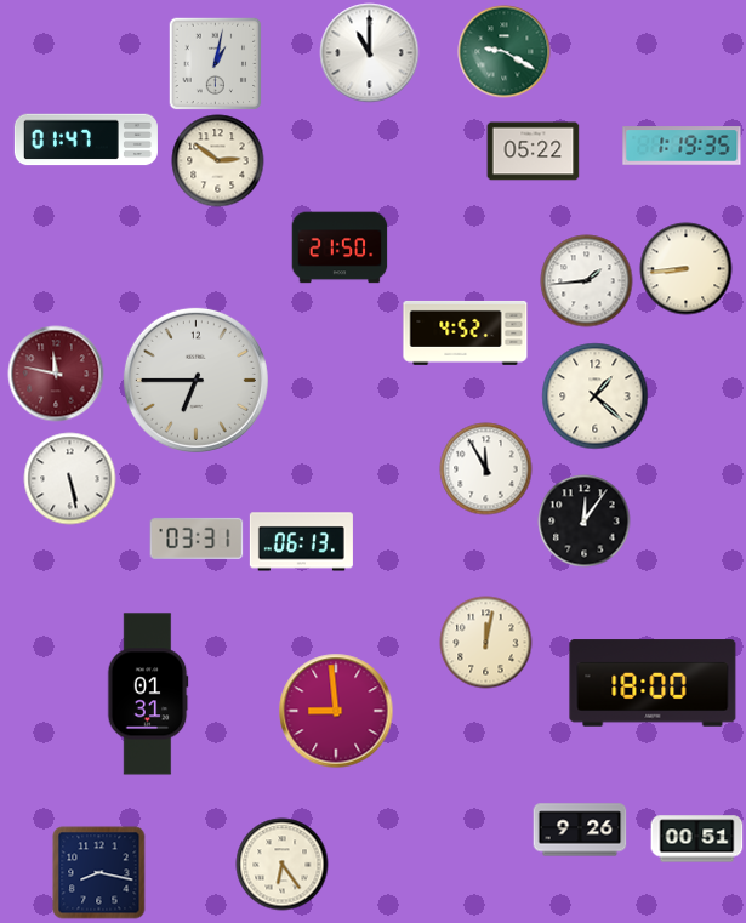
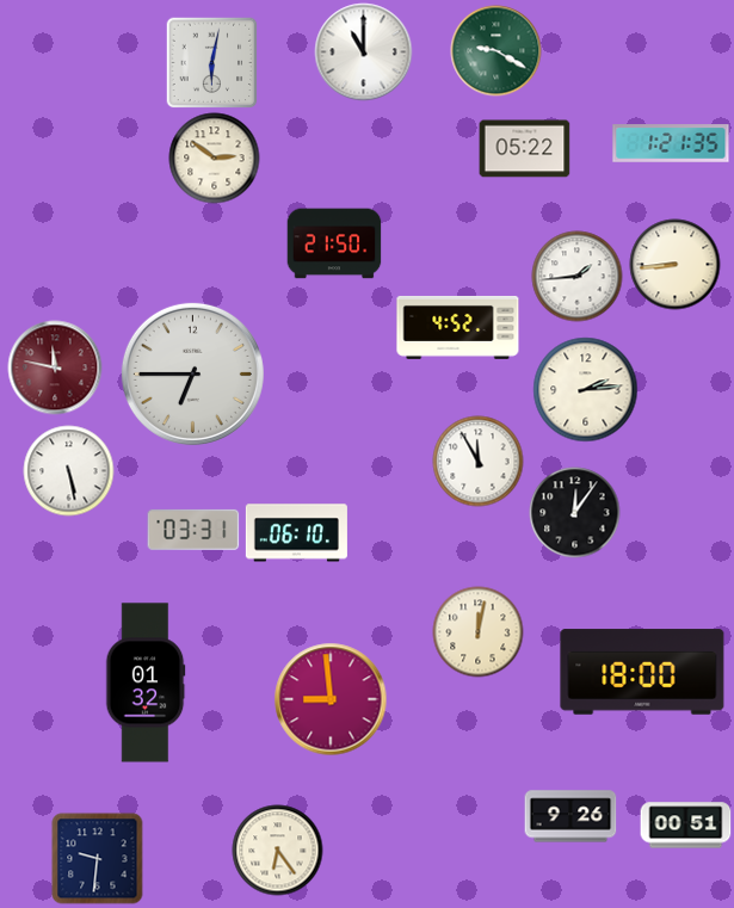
clock at (215, 63): 1:02 -> 6:02
clock at (86, 139): 01:47 -> none
clock at (682, 146): 1:19 -> 1:21
clock at (596, 397): 1:22 -> 2:14
clock at (301, 542): 06:13 -> 06:10
clock at (148, 694): 01:31 -> 01:32
clock at (99, 873): 8:17 -> 9:31
